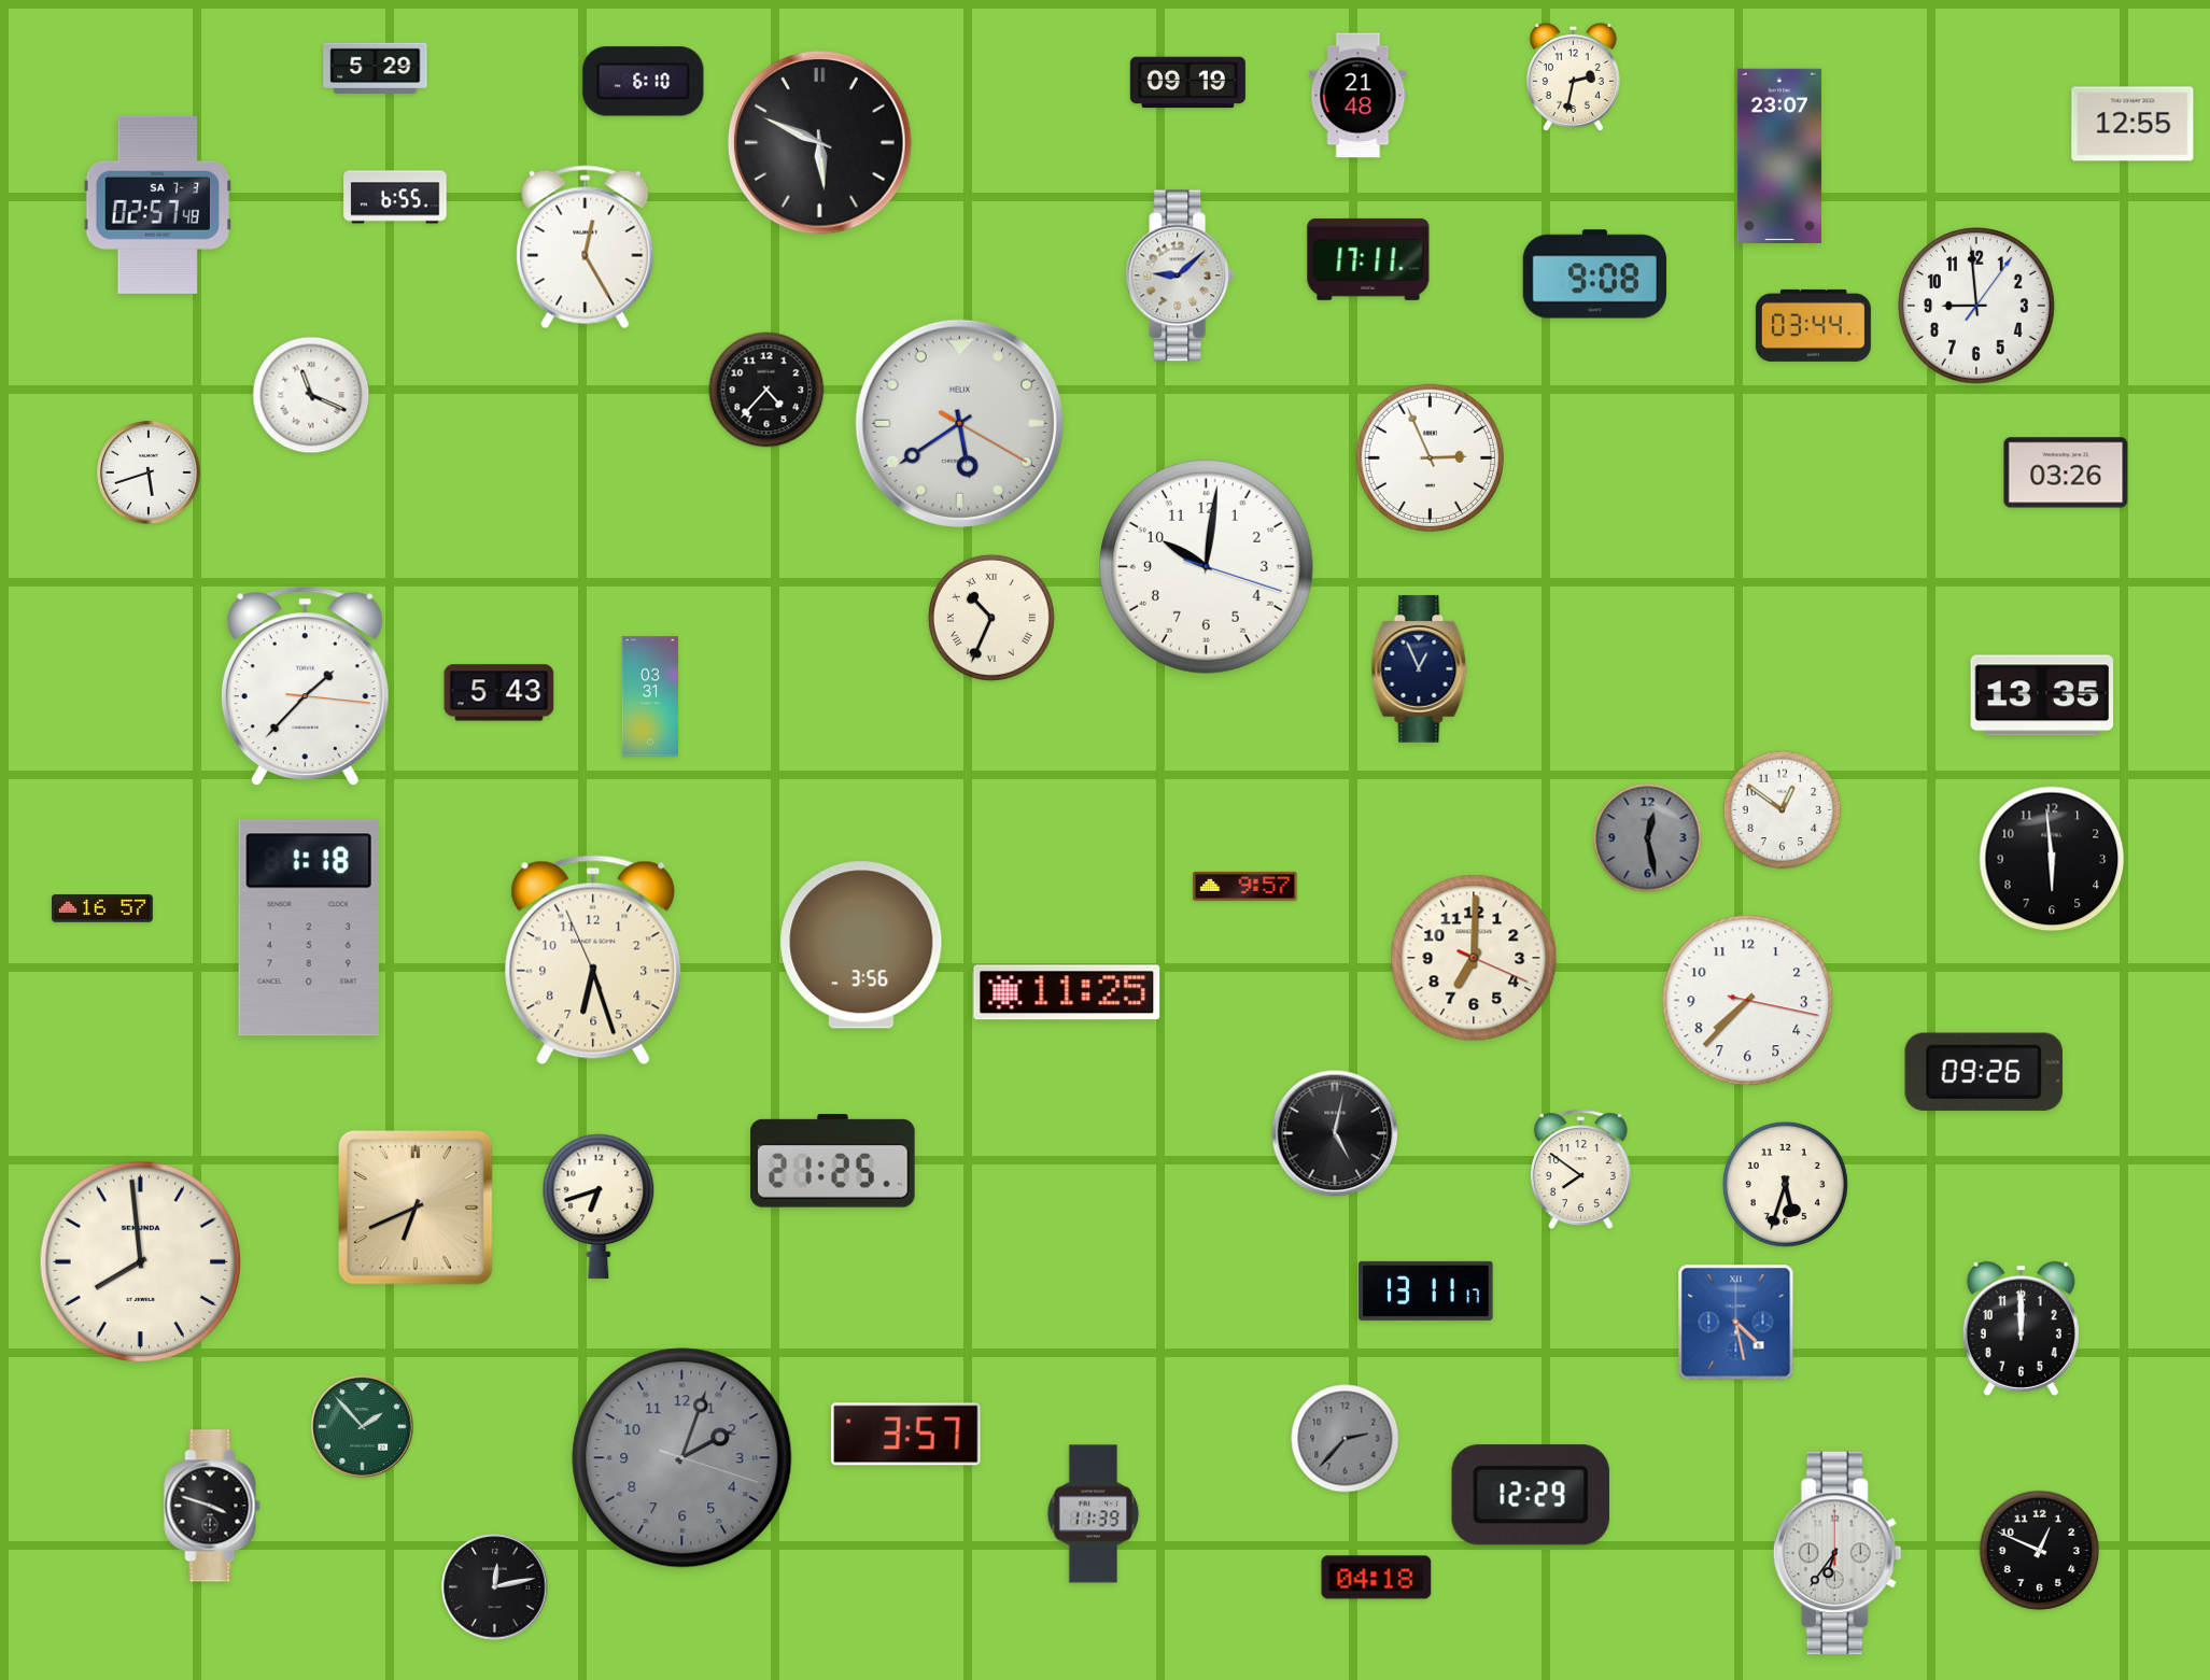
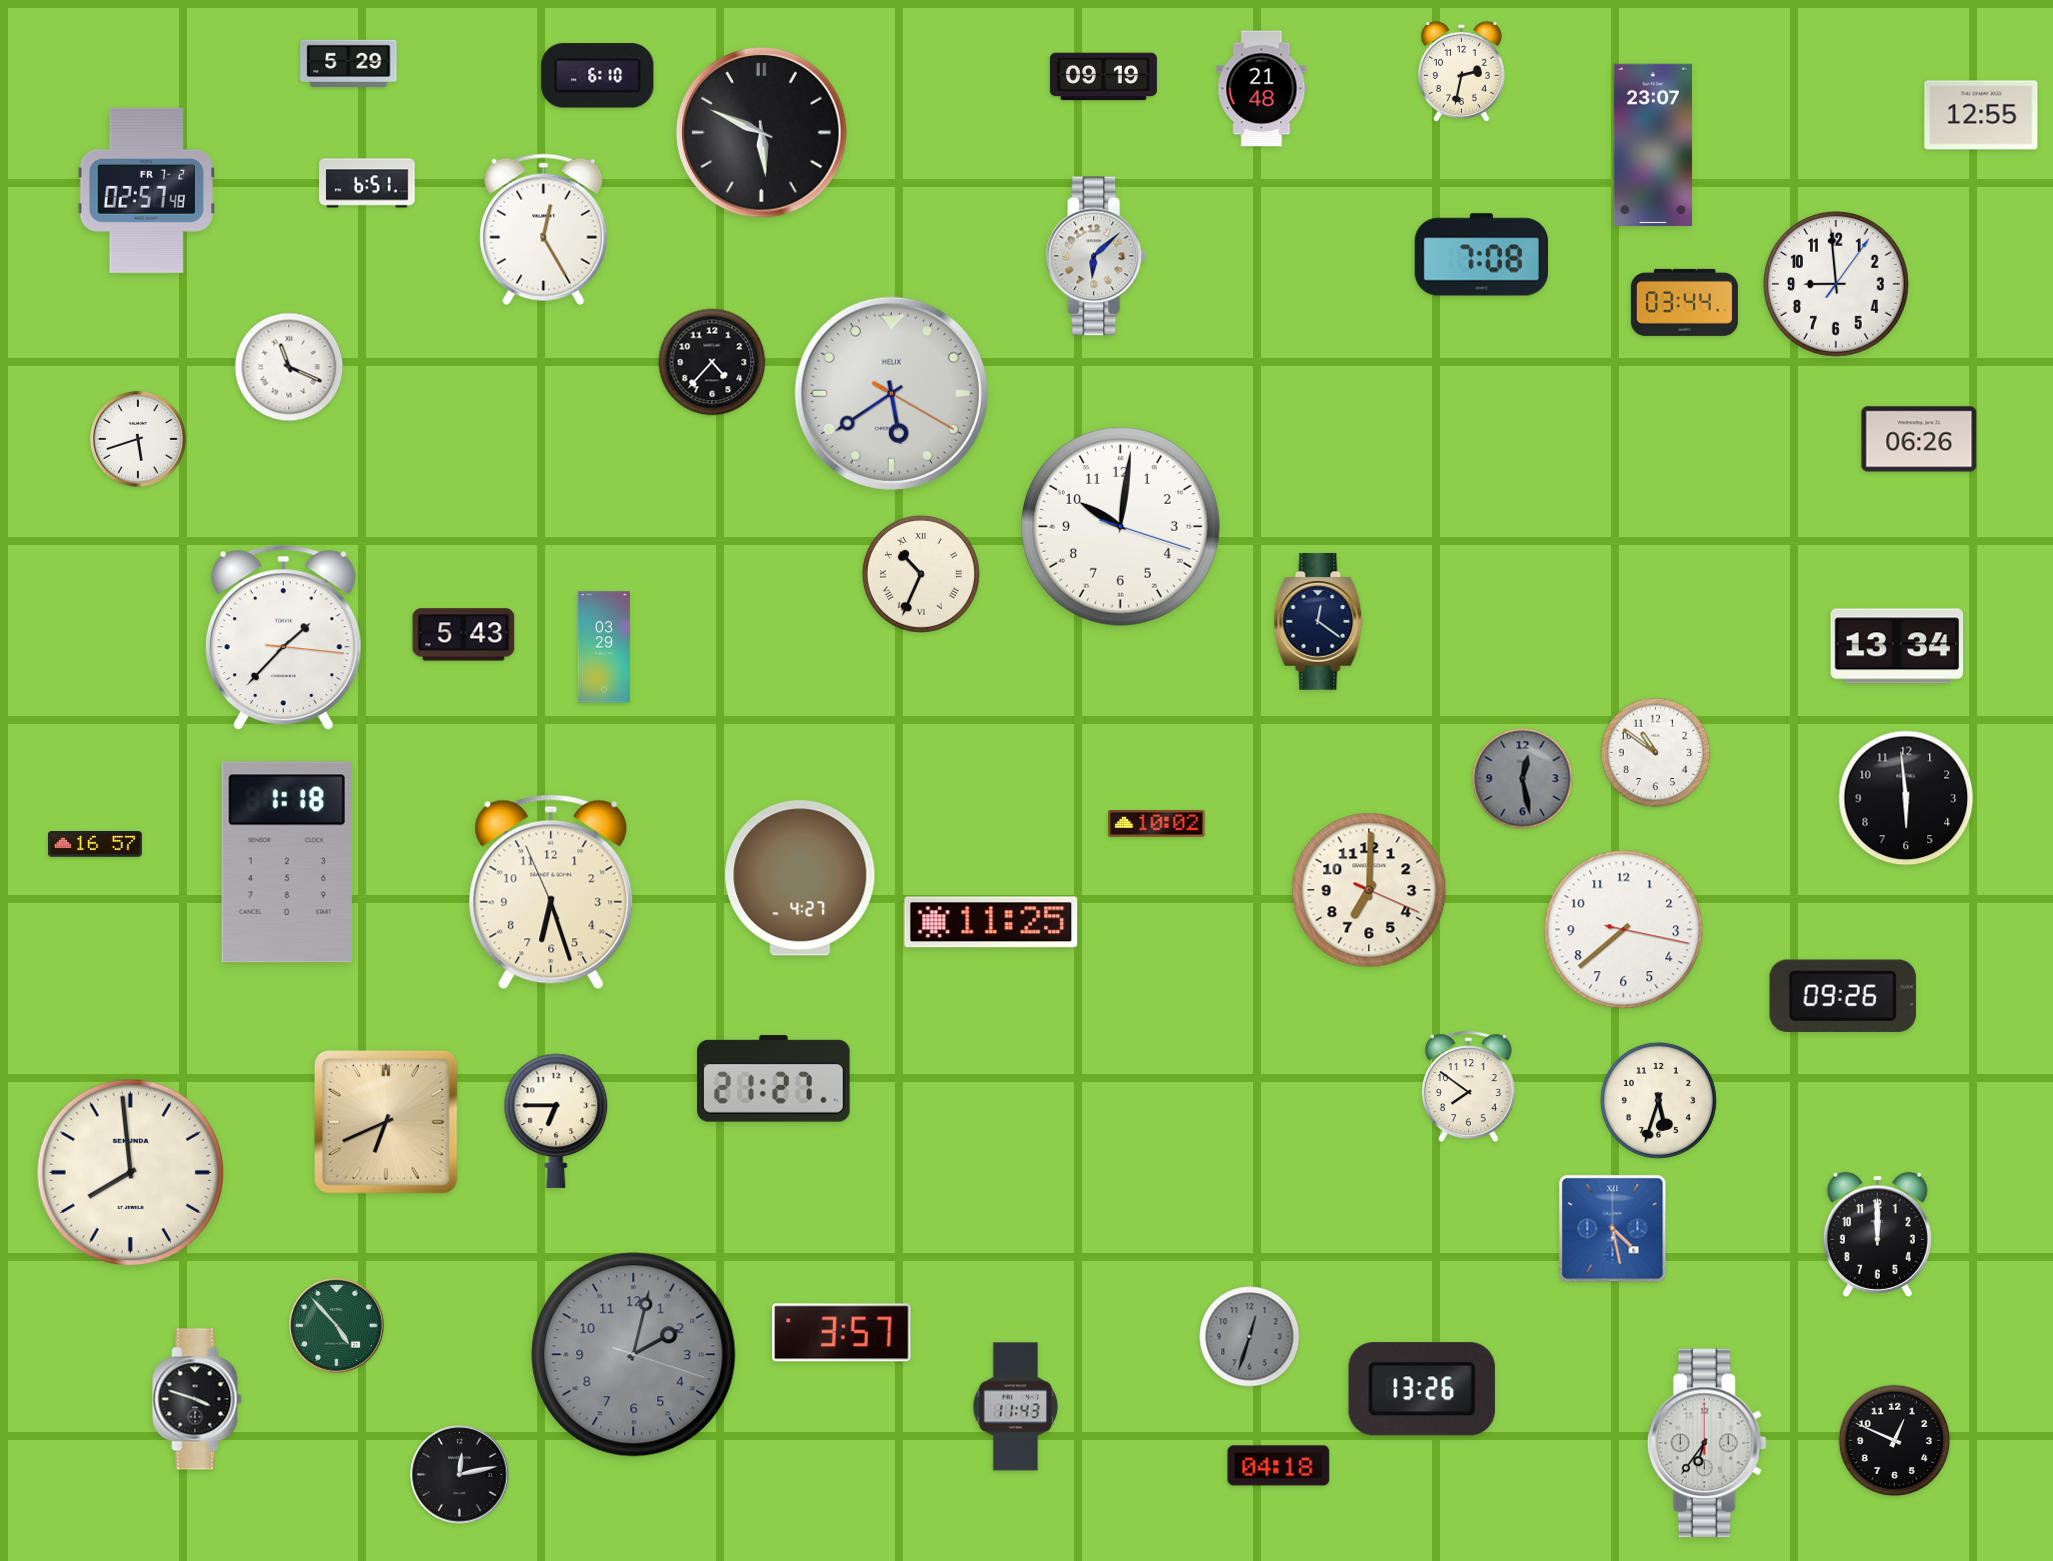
clock at (395, 197): 6:55 -> 6:51
clock at (157, 204) date: SA 7-3 -> FR 7-2
clock at (1368, 259): 17:11 -> none
clock at (1594, 274): 9:08 -> 7:08
clock at (1180, 276): 9:08 -> 6:08
clock at (1430, 457): 2:56 -> none
clock at (2066, 472): 03:26 -> 06:26
clock at (1420, 668): 12:56 -> 12:21
clock at (499, 693) position: (499, 693) -> (464, 635)
clock at (2042, 695): 13:35 -> 13:34
clock at (650, 696): 03:31 -> 03:29
clock at (1783, 810): 12:51 -> 10:51
clock at (1648, 838) position: (1648, 838) -> (1523, 779)
clock at (1245, 887): 9:57 -> 10:02
clock at (861, 945): 3:56 -> 4:27
clock at (1748, 1001): 7:37 -> 7:38
clock at (1335, 1133): 5:02 -> none
clock at (833, 1161): 21:25 -> 21:27
clock at (599, 1206): 6:42 -> 6:45
clock at (1426, 1290): 13:11 -> none
clock at (363, 1427): 1:53 -> 4:53
clock at (1346, 1439): 2:37 -> 12:33
clock at (682, 1458): 2:03 -> 2:02
clock at (1531, 1495): 12:29 -> 13:26
clock at (1094, 1514): 11:39 -> 11:43
